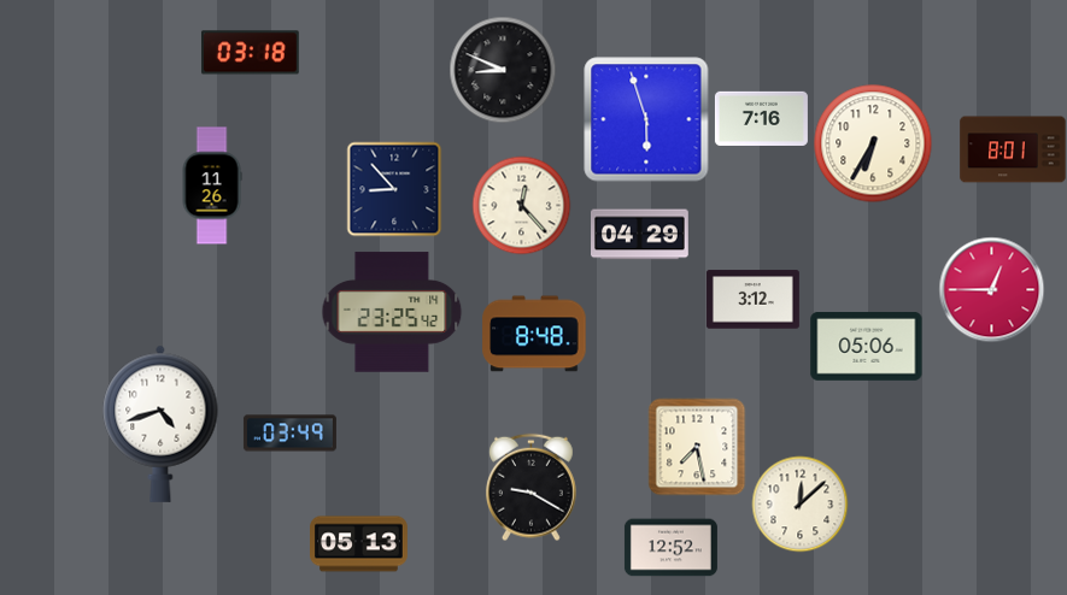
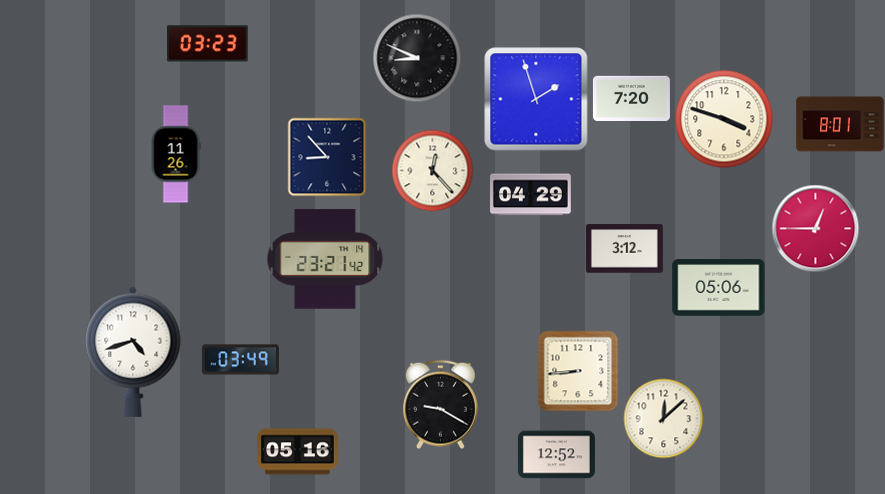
clock at (250, 53): 03:18 -> 03:23
clock at (761, 118): 7:16 -> 7:20
clock at (646, 119): 5:57 -> 1:57
clock at (873, 143): 6:35 -> 3:48
clock at (991, 289) position: (991, 289) -> (815, 228)
clock at (392, 312): 23:25 -> 23:21
clock at (534, 334): 8:48 -> none
clock at (697, 447): 7:28 -> 8:44
clock at (359, 544): 05:13 -> 05:16
